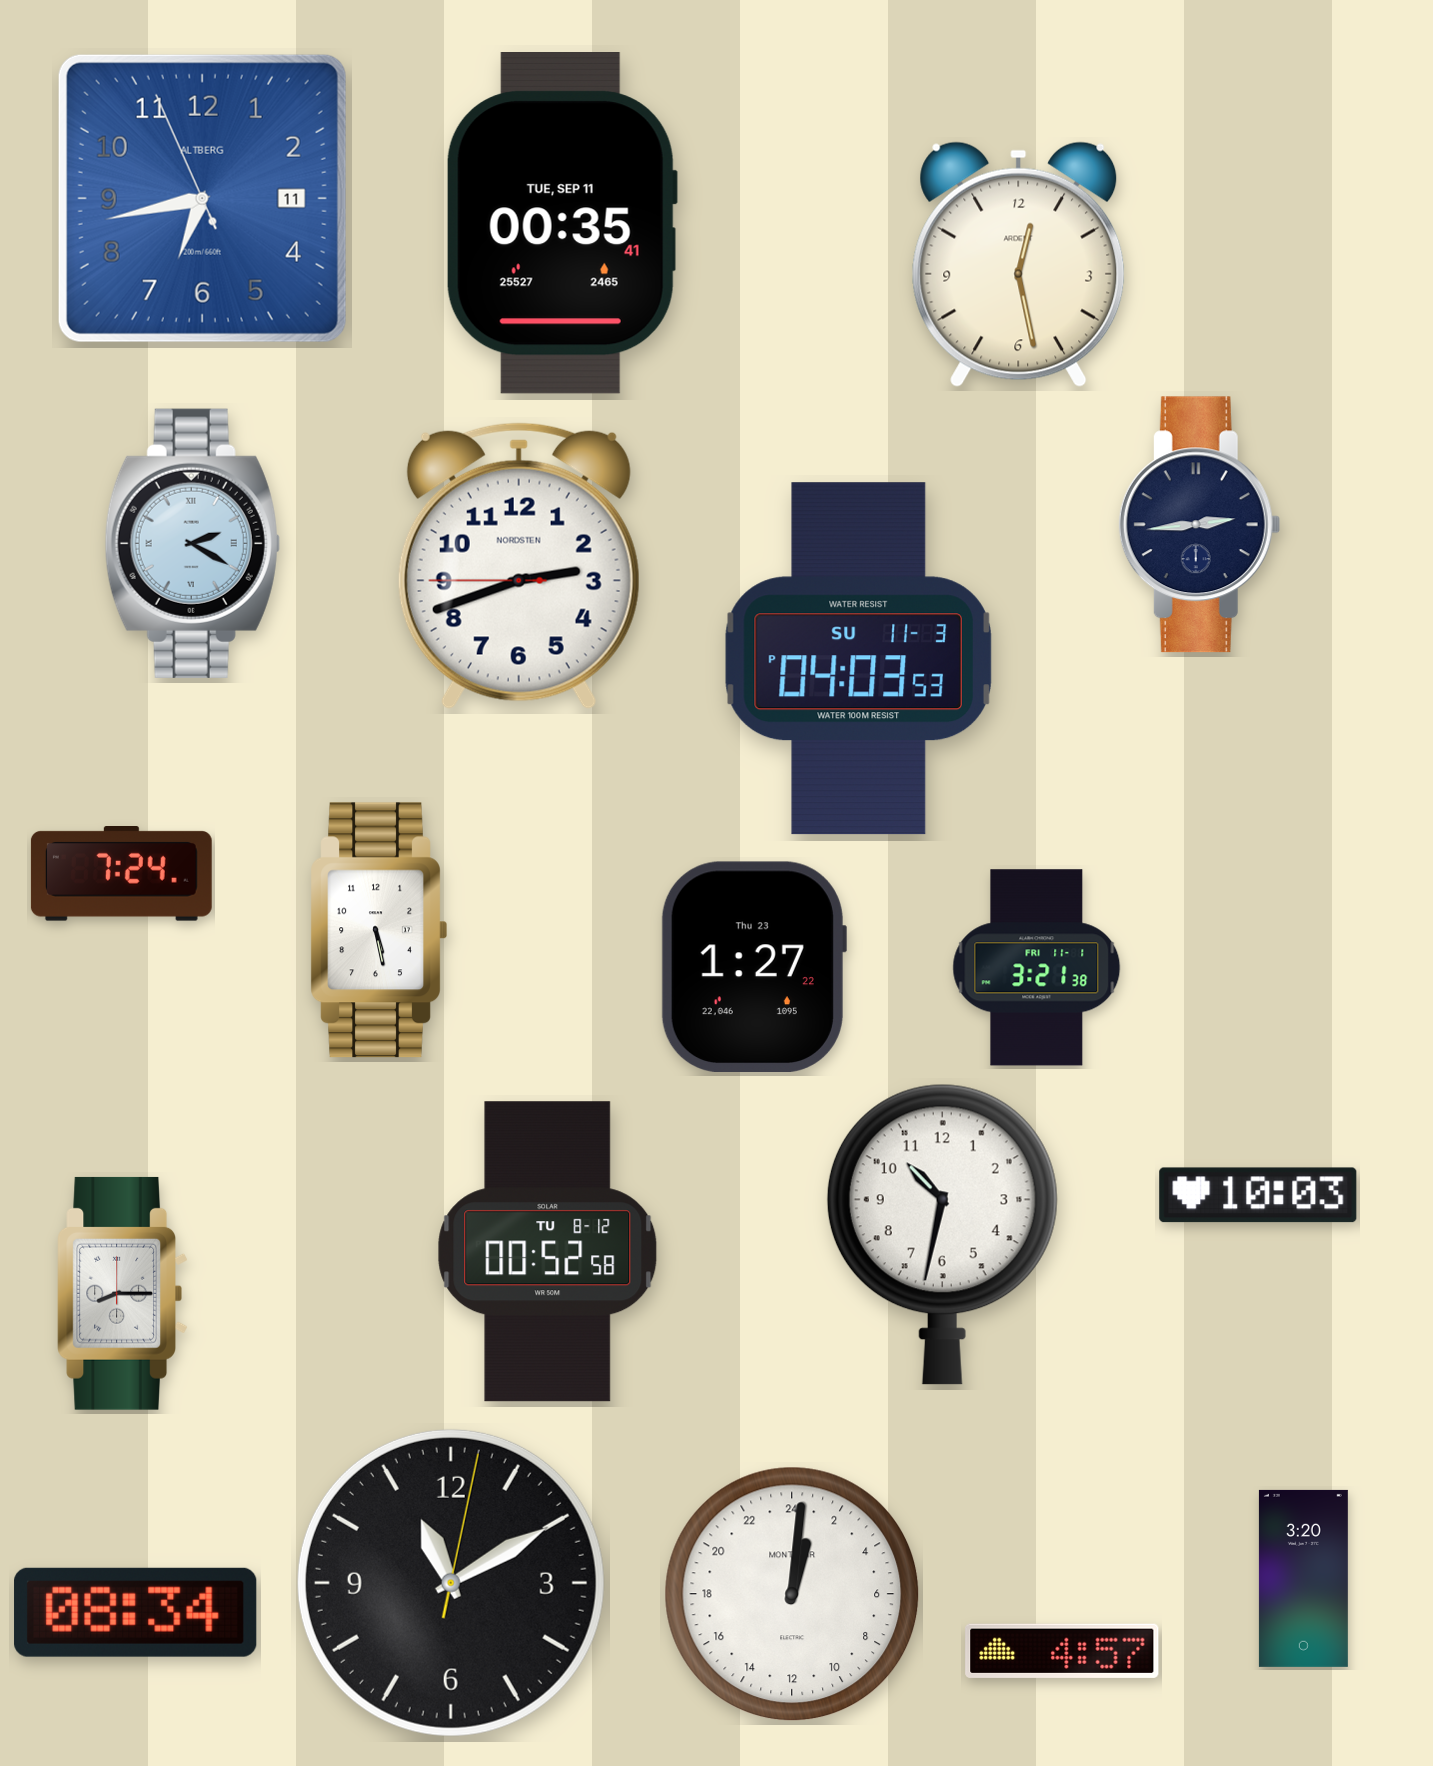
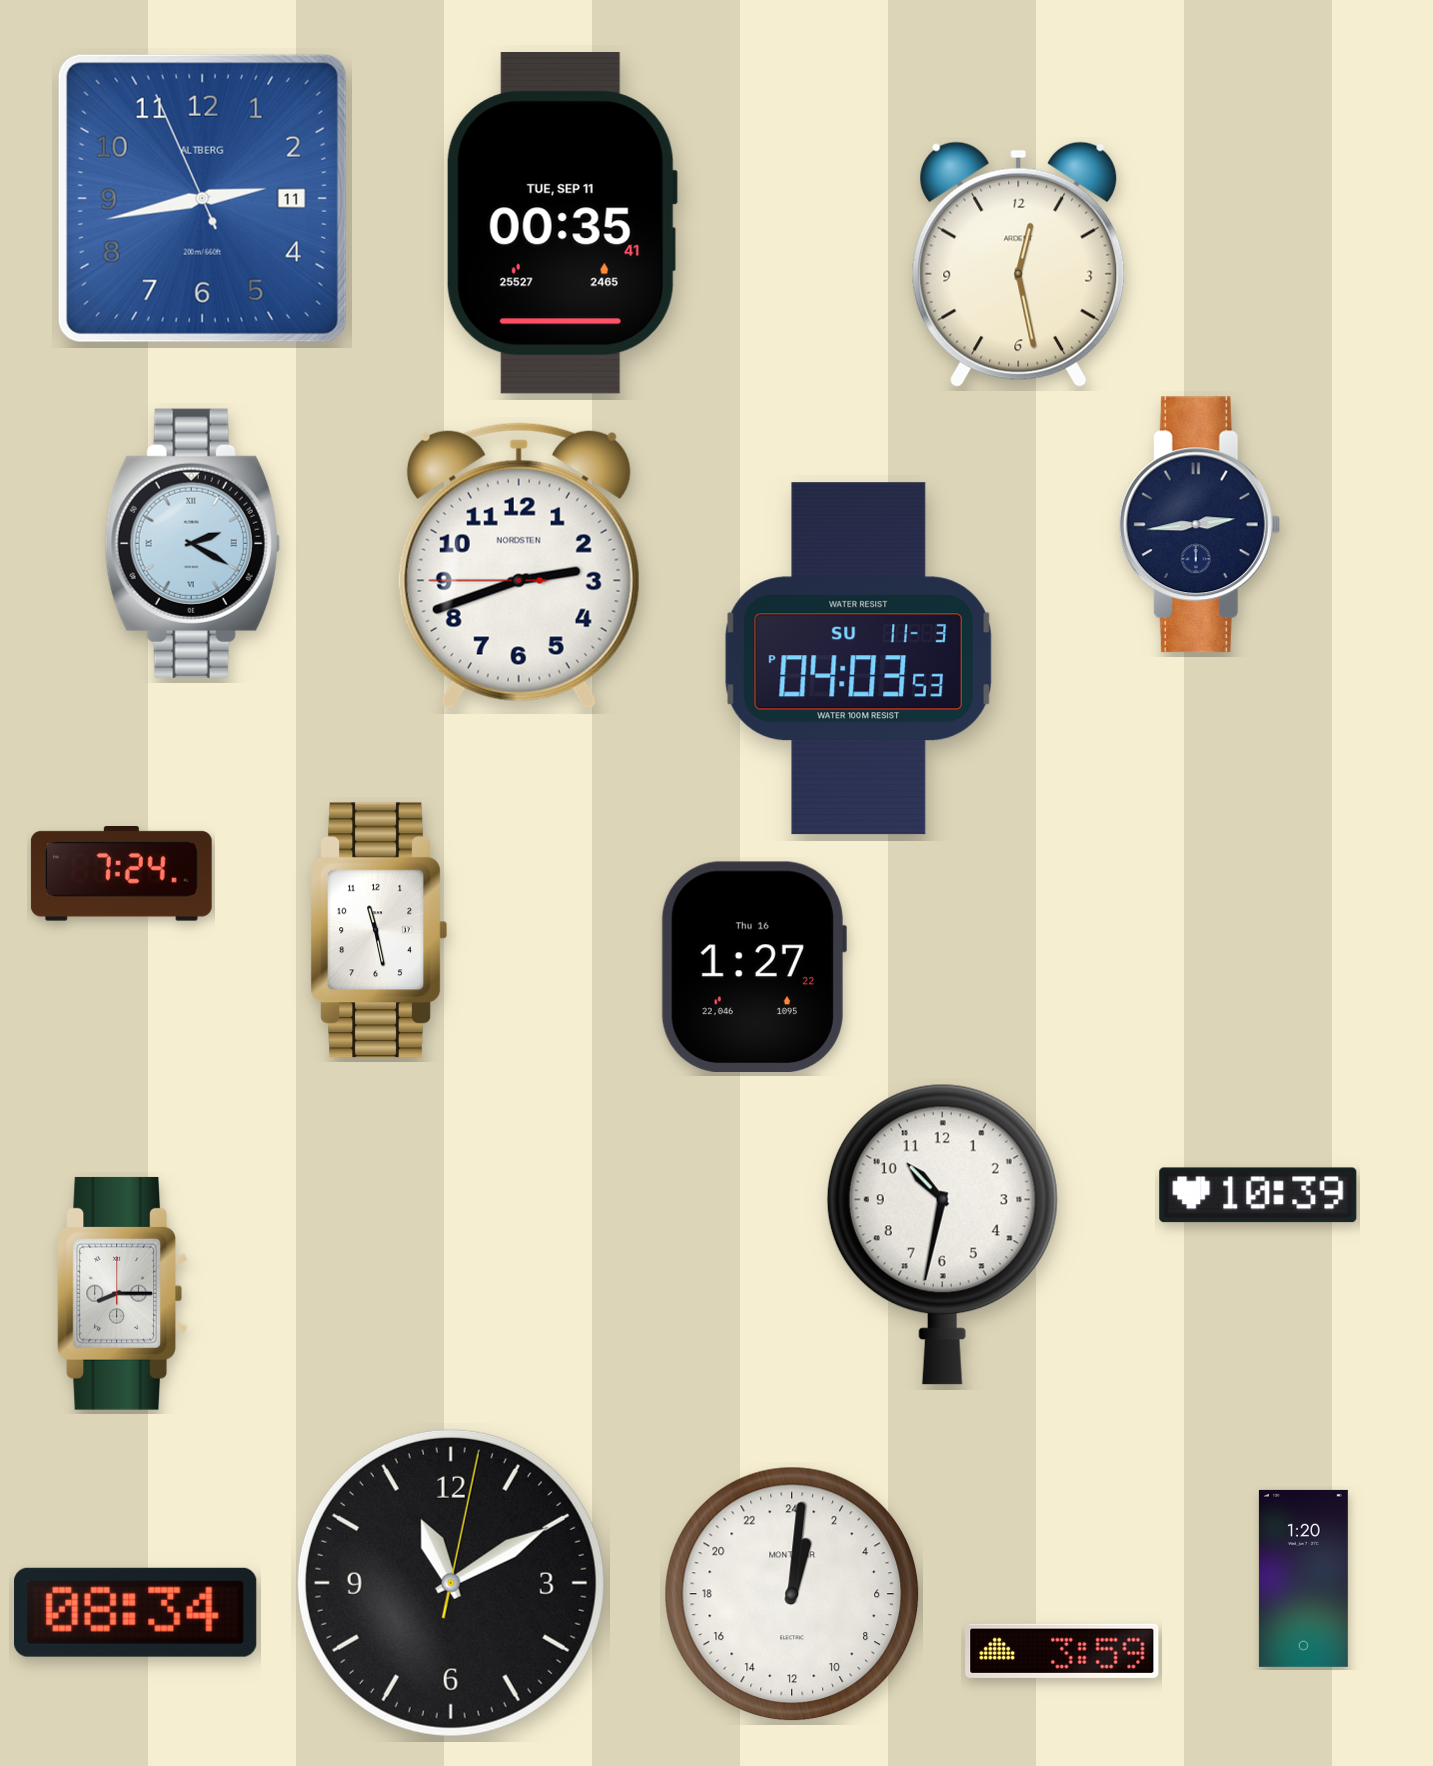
clock at (202, 198): 6:42 -> 2:42
clock at (379, 930): 5:28 -> 11:28
clock at (753, 966) date: Thu 23 -> Thu 16
clock at (1037, 968): 3:21 -> none
clock at (1258, 1195): 10:03 -> 10:39
clock at (548, 1252): 00:52 -> none
clock at (1303, 1578): 3:20 -> 1:20
clock at (1062, 1651): 4:57 -> 3:59
